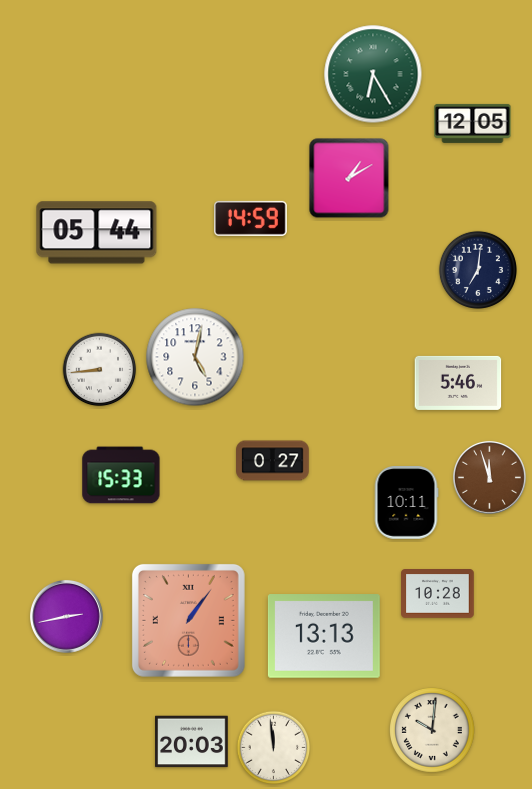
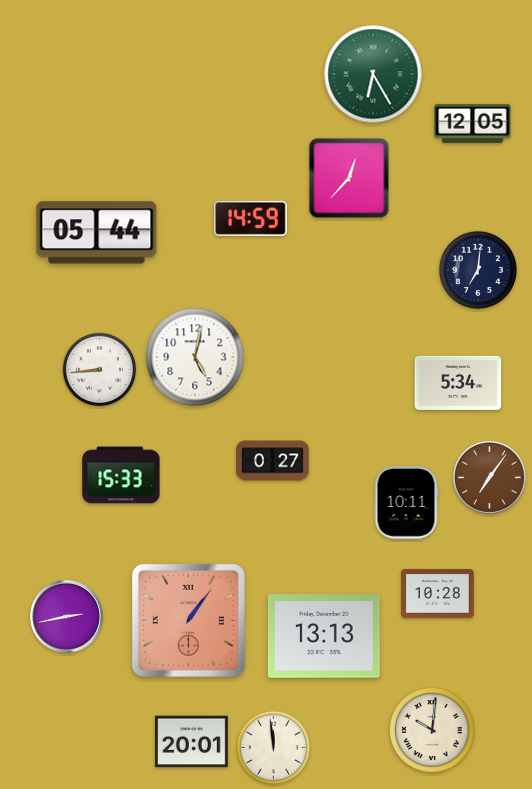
clock at (349, 178): 1:10 -> 12:37
clock at (458, 383): 5:46 -> 5:34
clock at (489, 477): 11:57 -> 7:06
clock at (192, 742): 20:03 -> 20:01
